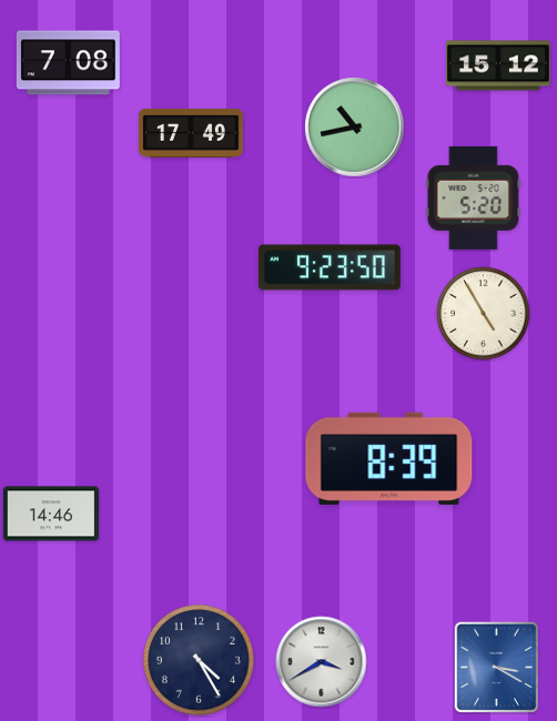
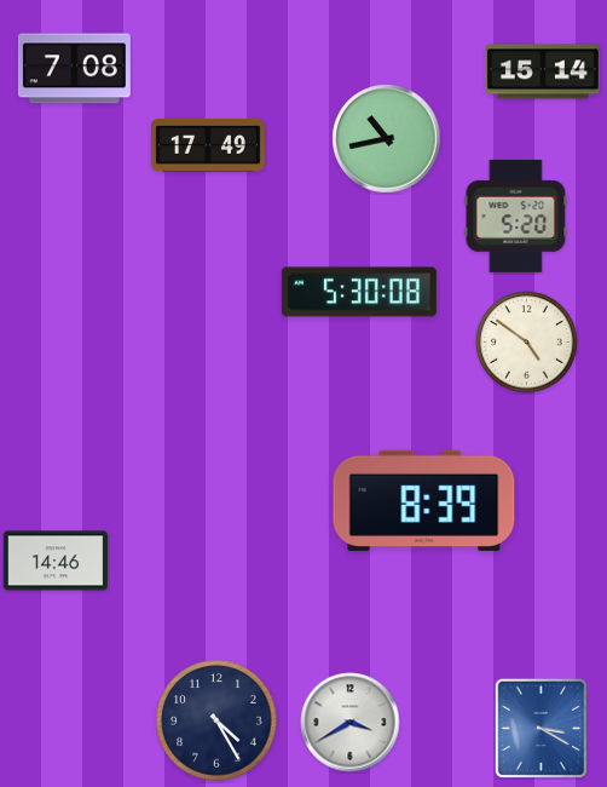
clock at (499, 65): 15:12 -> 15:14
clock at (330, 267): 9:23 -> 5:30
clock at (484, 314): 4:55 -> 4:51
